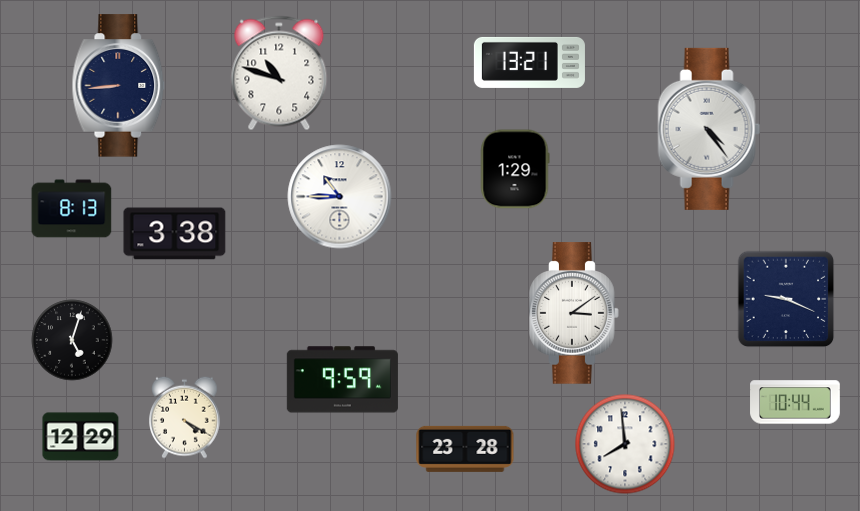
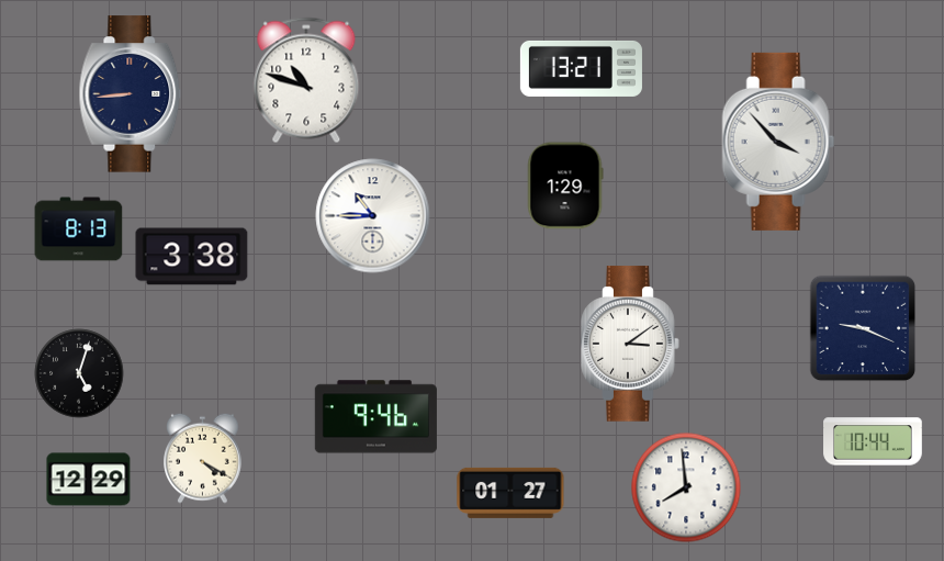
clock at (709, 129): 4:24 -> 3:53
clock at (342, 380): 9:59 -> 9:46
clock at (465, 449): 23:28 -> 01:27
